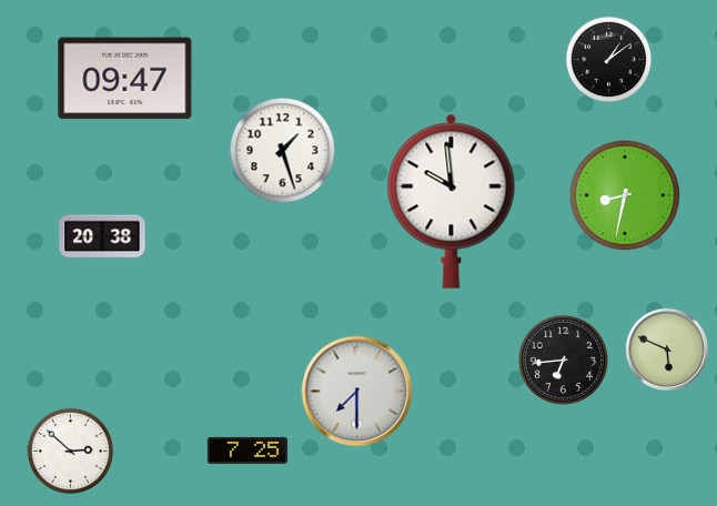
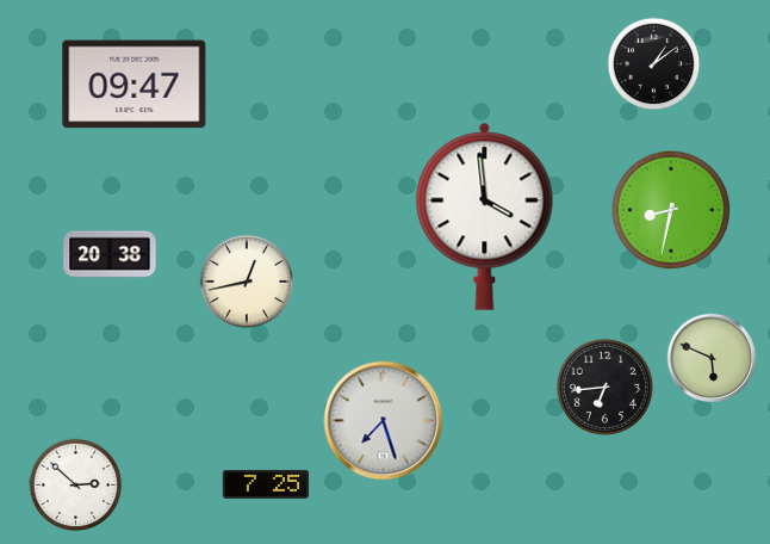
clock at (283, 151): 1:27 -> none
clock at (452, 201): 9:59 -> 3:59
clock at (247, 282): none -> 12:43
clock at (667, 350) position: (667, 350) -> (712, 358)
clock at (357, 392): 7:30 -> 7:27
